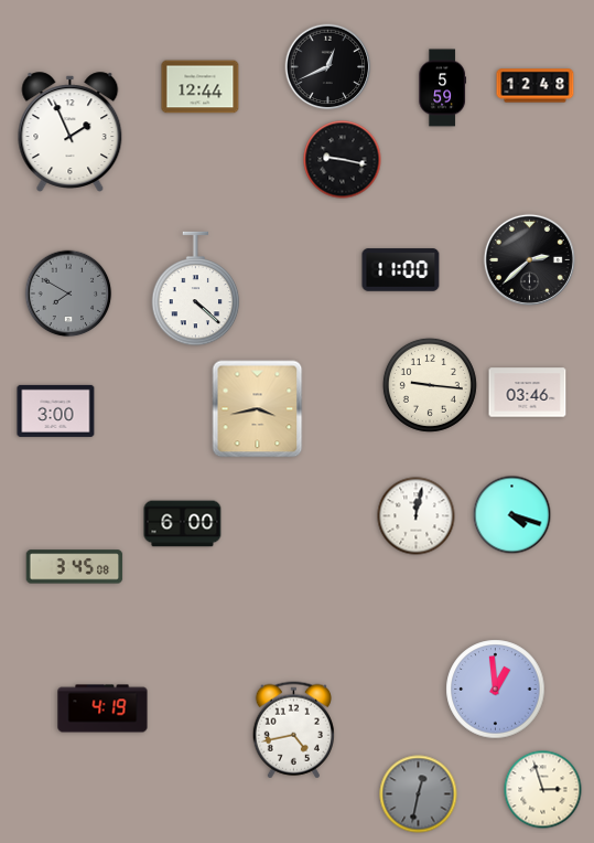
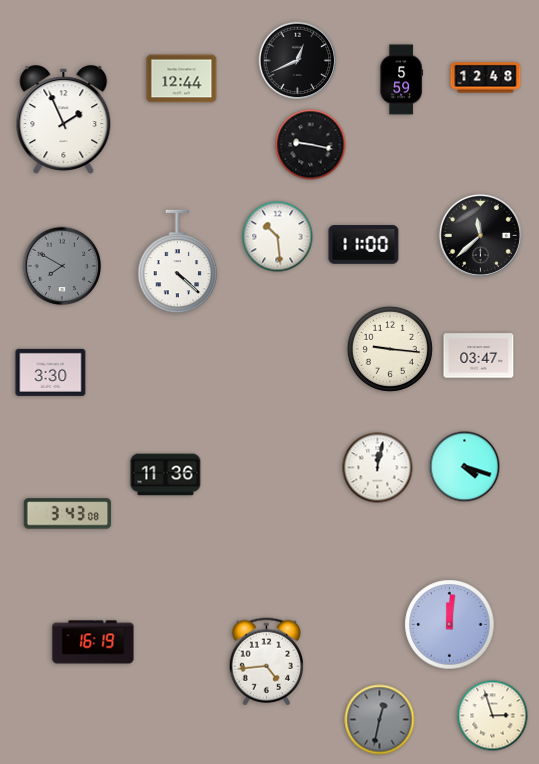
clock at (529, 259): 2:38 -> 11:38
clock at (278, 237): none -> 10:29
clock at (528, 393): 03:46 -> 03:47
clock at (258, 409): 3:43 -> none
clock at (56, 410): 3:00 -> 3:30
clock at (183, 524): 6:00 -> 11:36
clock at (75, 567): 3:45 -> 3:43
clock at (496, 690): 12:59 -> 12:01
clock at (102, 708): 4:19 -> 16:19
clock at (293, 730): 4:43 -> 4:44
